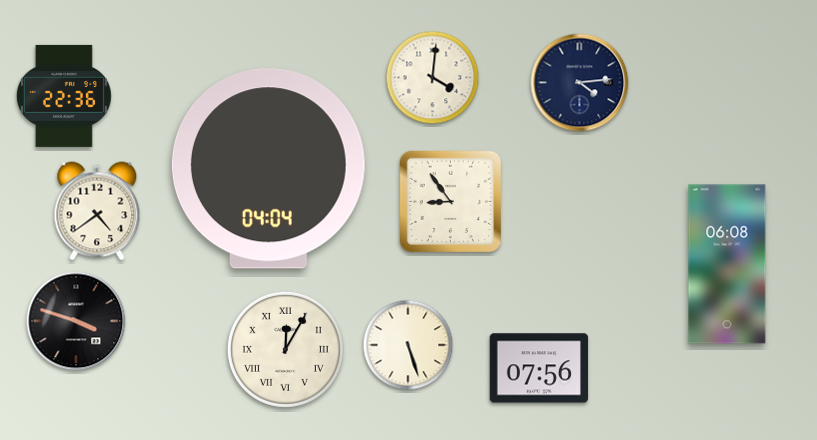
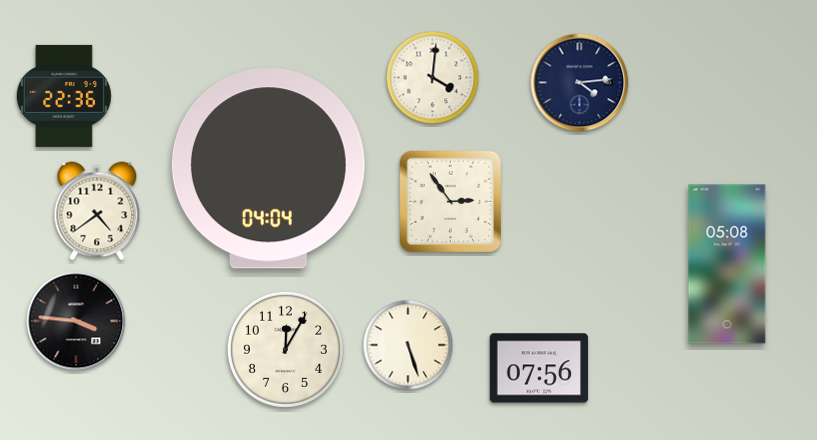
clock at (450, 201): 8:54 -> 2:54
clock at (727, 264): 06:08 -> 05:08
clock at (76, 321): 3:48 -> 3:46
clock at (285, 349) numerals: Roman -> Arabic
